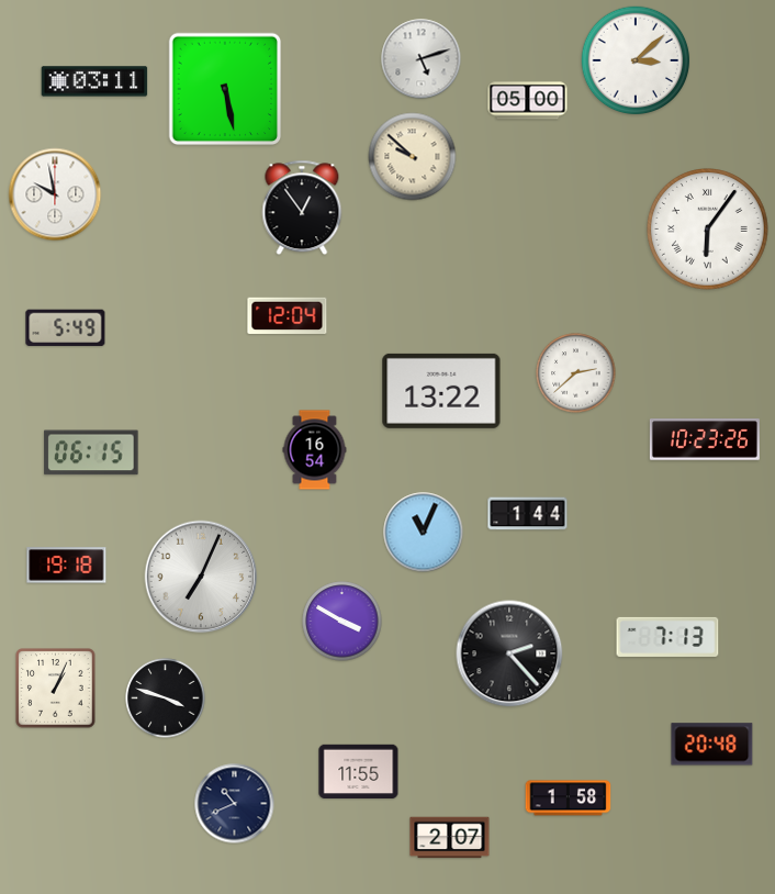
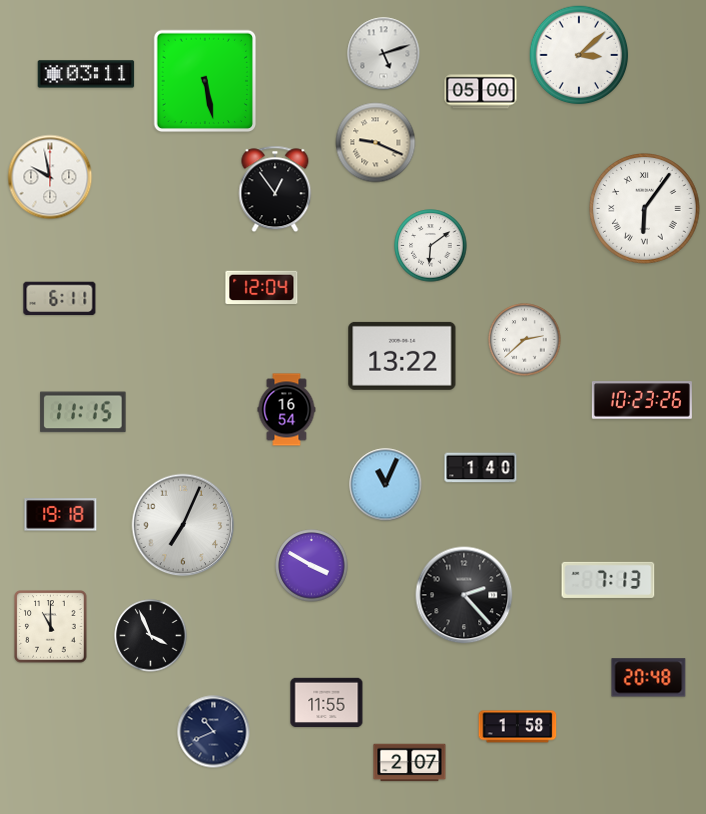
clock at (413, 157): 9:52 -> 9:19
clock at (431, 246): none -> 6:09
clock at (66, 328): 5:49 -> 6:11
clock at (91, 452): 06:15 -> 11:15
clock at (528, 514): 1:44 -> 1:40
clock at (56, 689): 1:04 -> 11:00
clock at (166, 699): 3:48 -> 3:56
